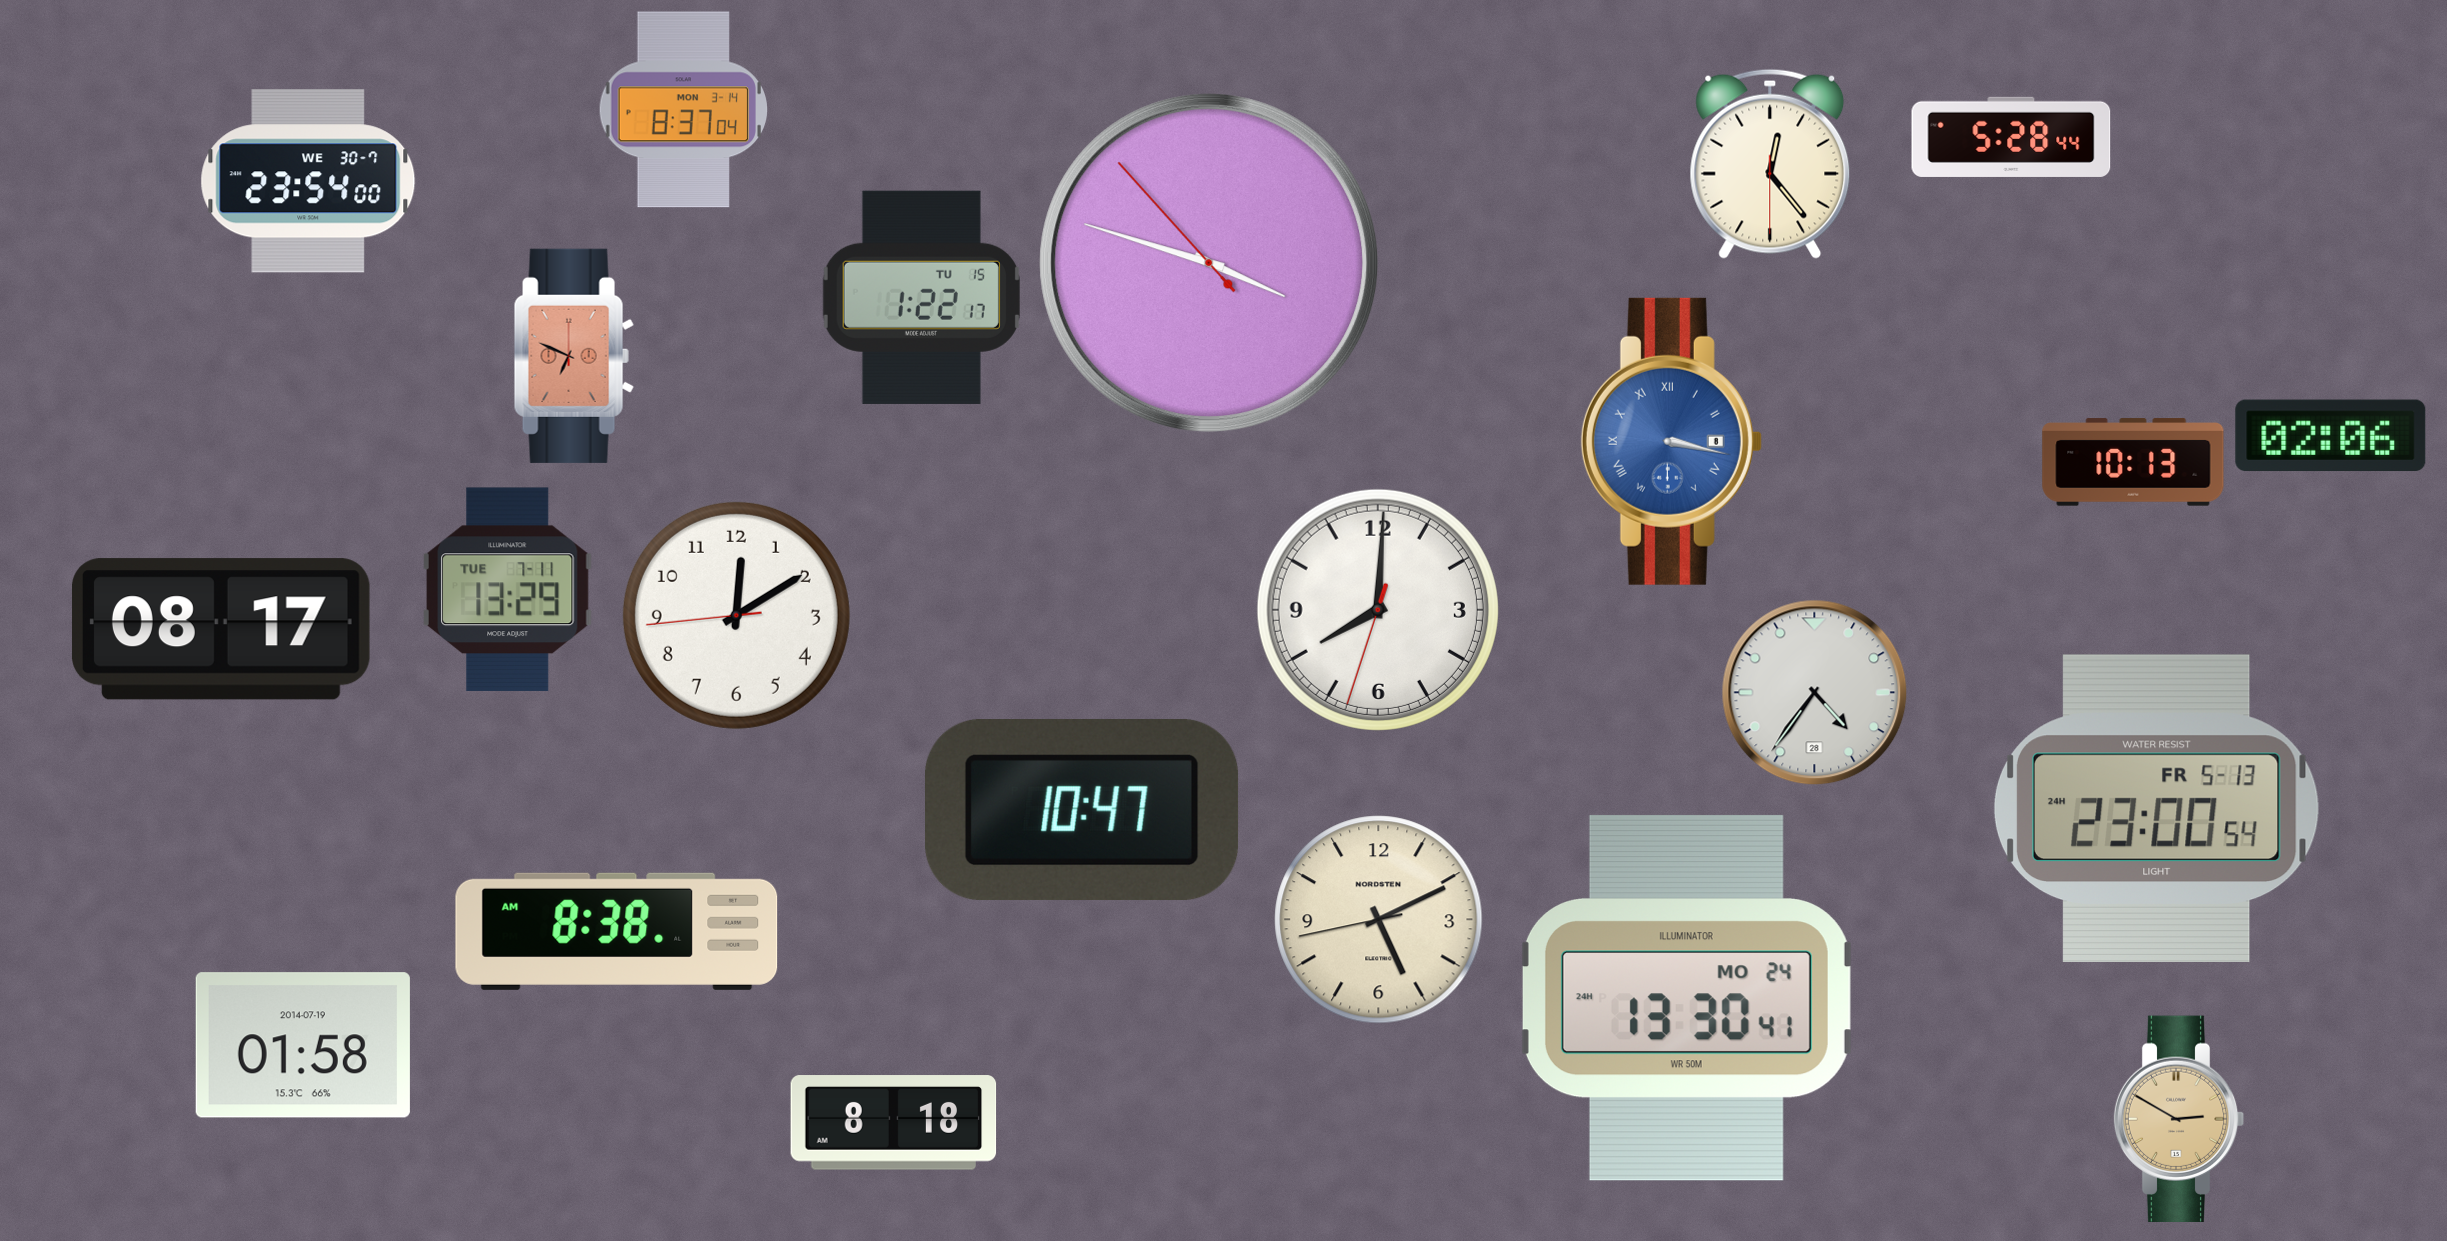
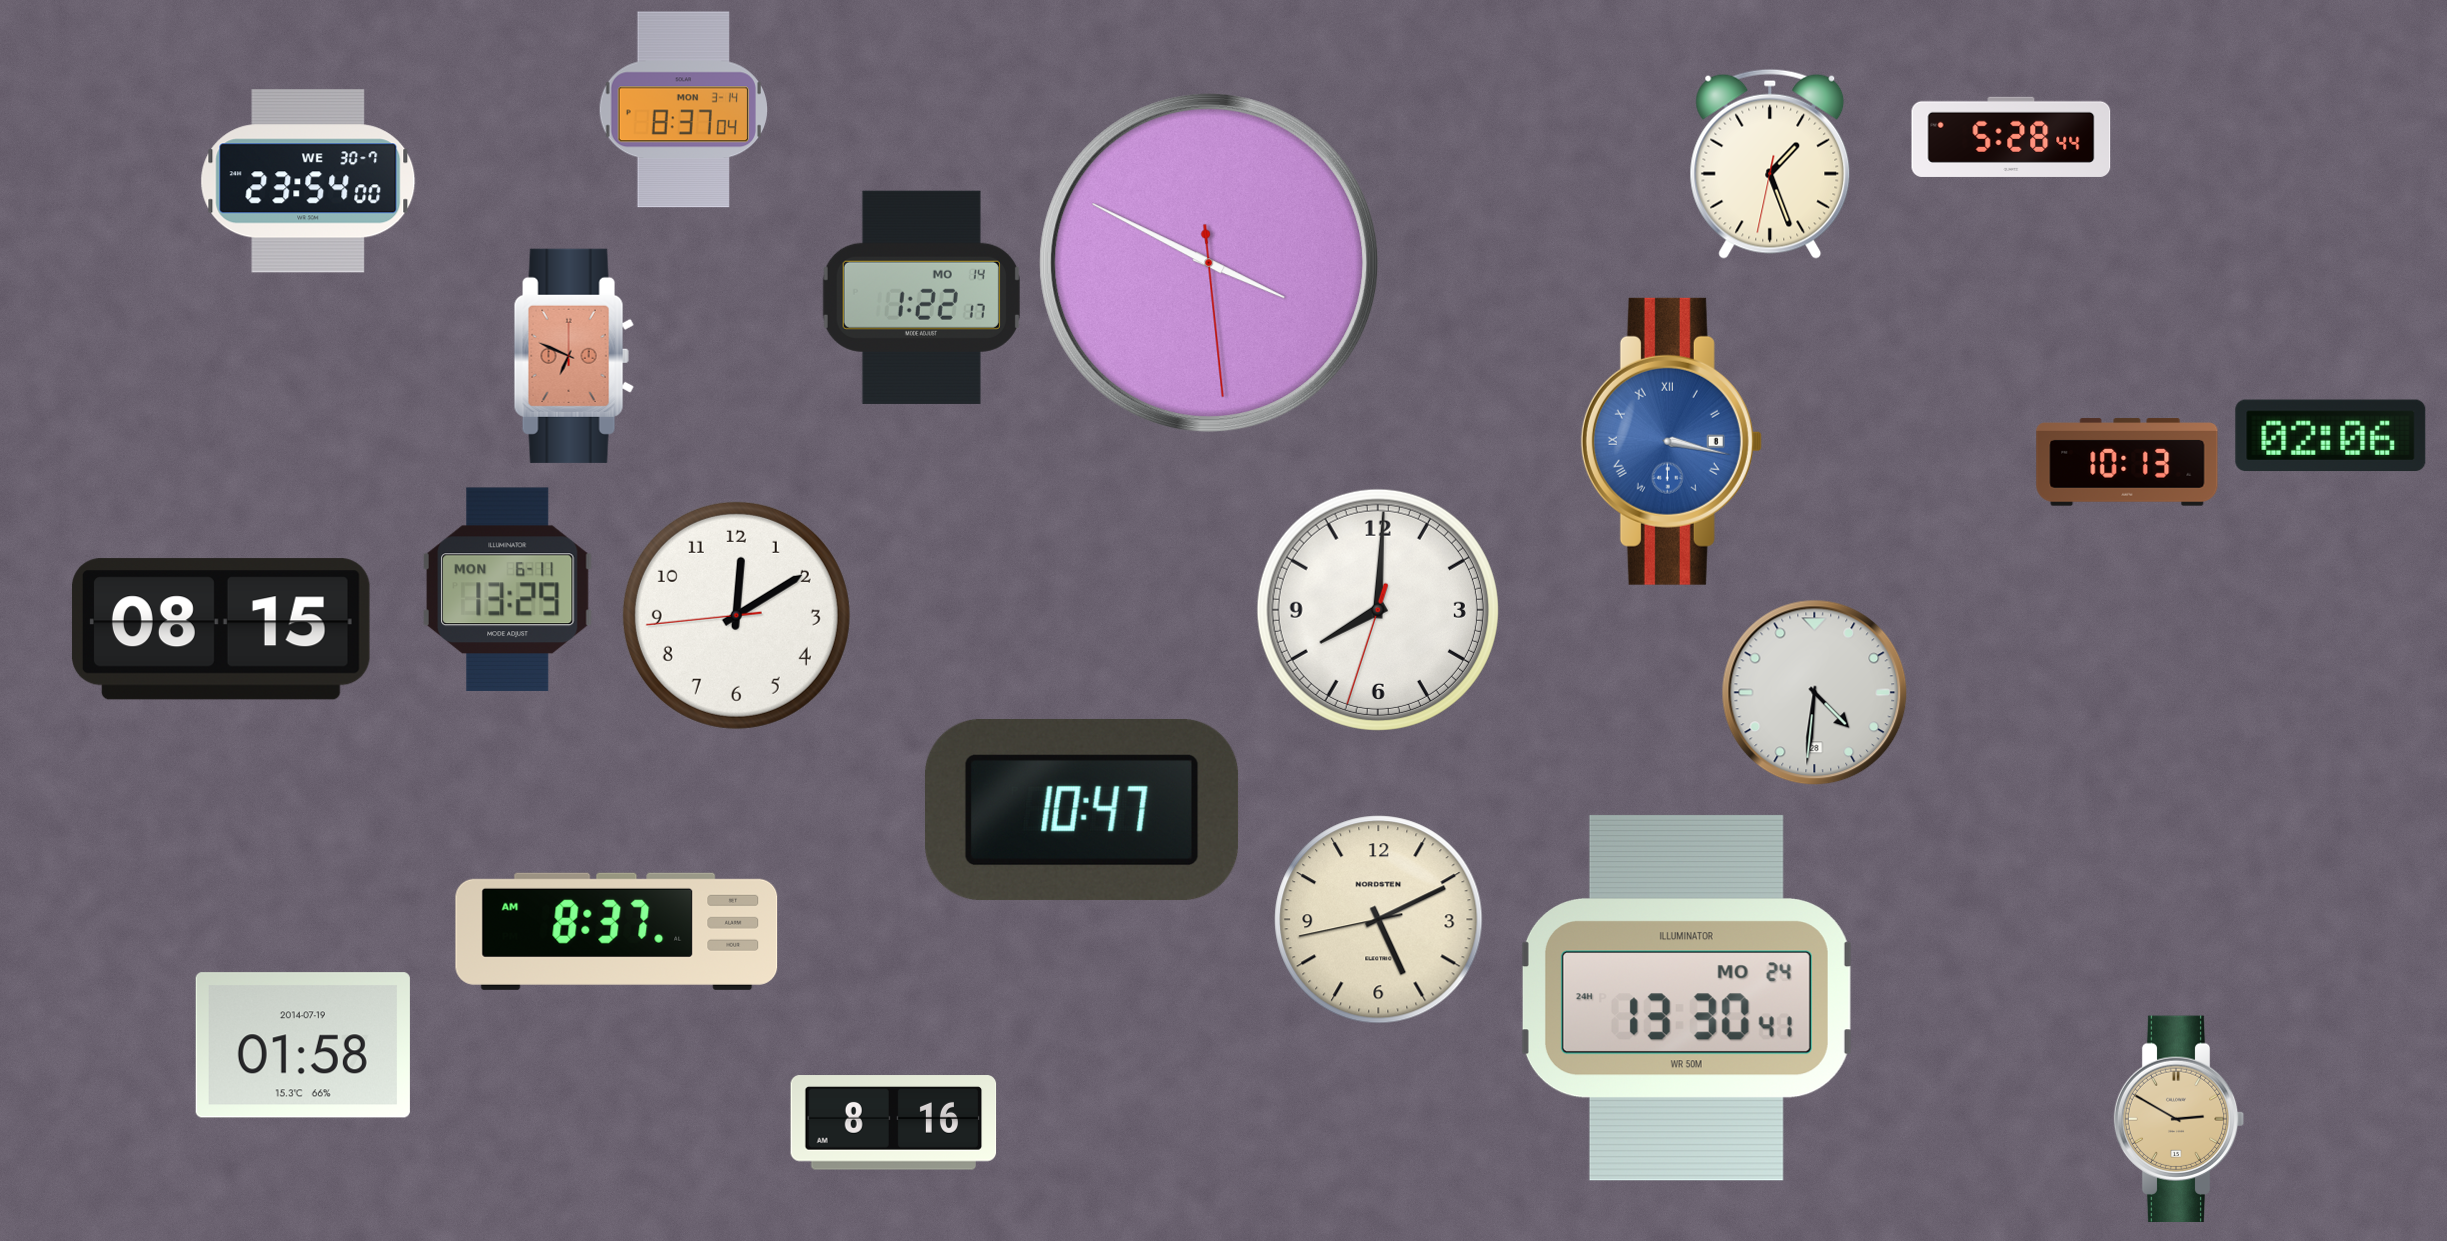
clock at (1770, 164): 12:23 -> 1:26
clock at (1209, 263): 3:47 -> 3:49
clock at (921, 297) date: TU 15 -> MO 14
clock at (2133, 462) position: (2133, 462) -> (2127, 462)
clock at (507, 589) date: TUE 7-11 -> MON 6-11
clock at (221, 629): 08:17 -> 08:15
clock at (1815, 693): 4:36 -> 4:31
clock at (2156, 808): 23:00 -> none
clock at (617, 931): 8:38 -> 8:37
clock at (894, 1123): 8:18 -> 8:16
